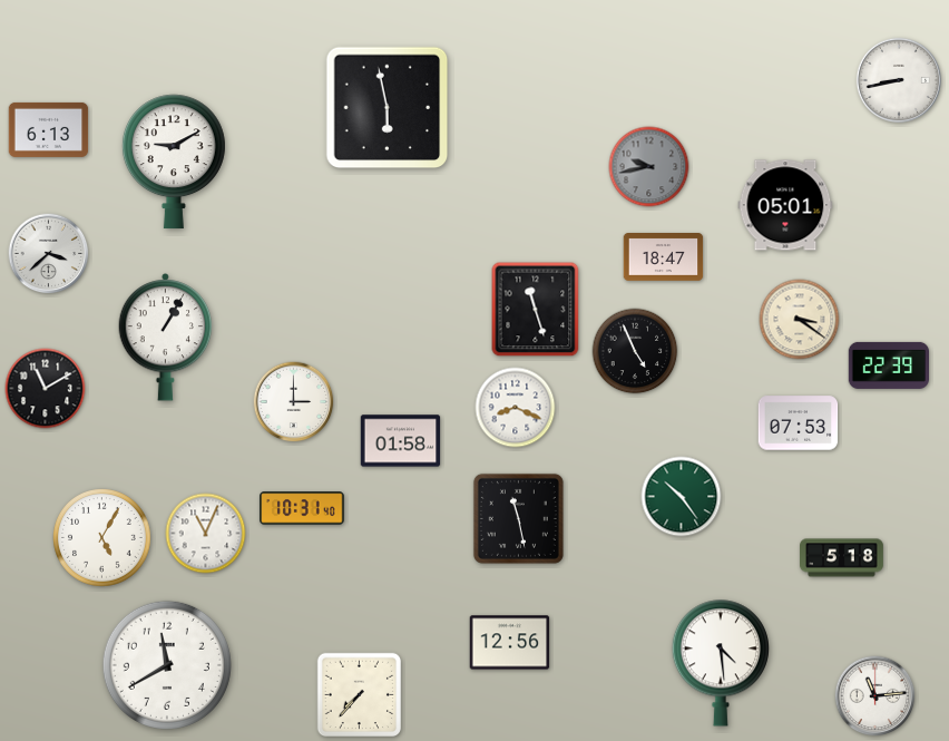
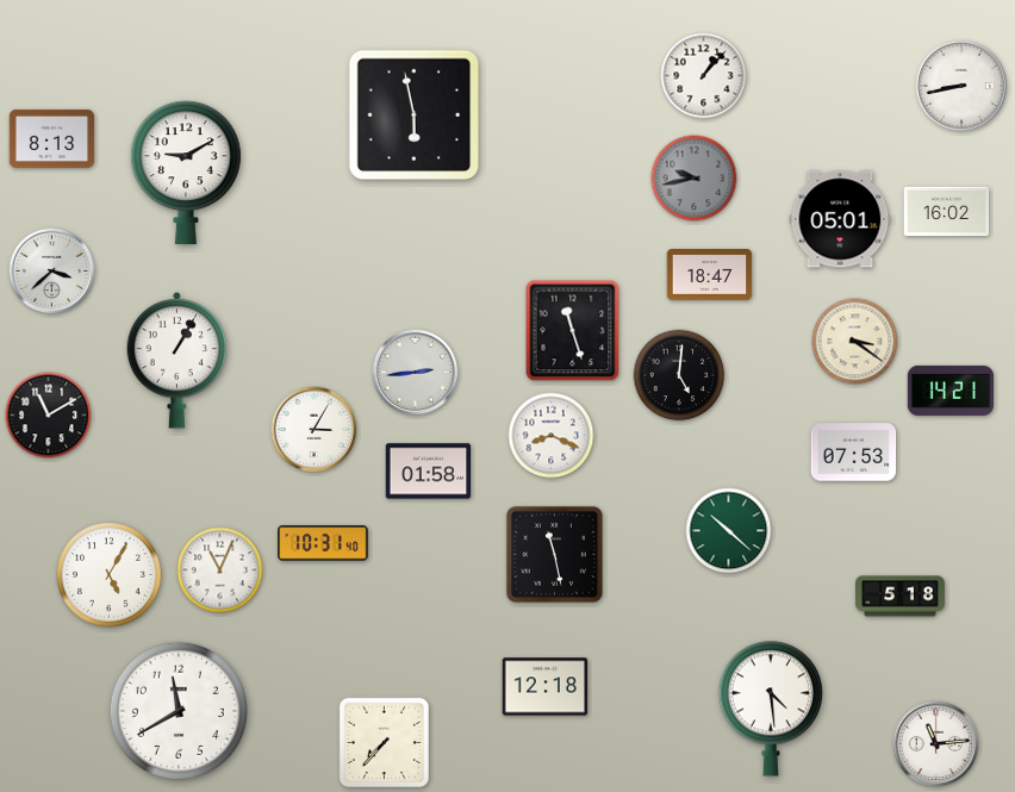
clock at (704, 76): none -> 1:07
clock at (49, 129): 6:13 -> 8:13
clock at (947, 212): none -> 16:02
clock at (416, 373): none -> 2:44
clock at (635, 351): 4:56 -> 5:01
clock at (888, 365): 22:39 -> 14:21
clock at (294, 402): 3:00 -> 3:05
clock at (682, 497): 10:24 -> 10:22
clock at (510, 643): 12:56 -> 12:18
